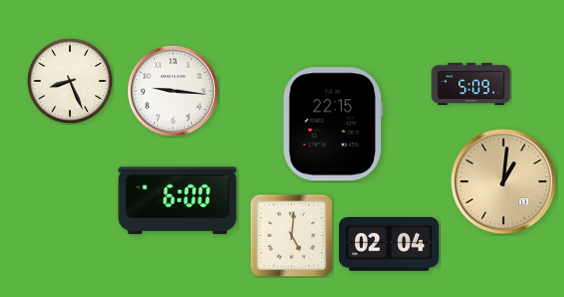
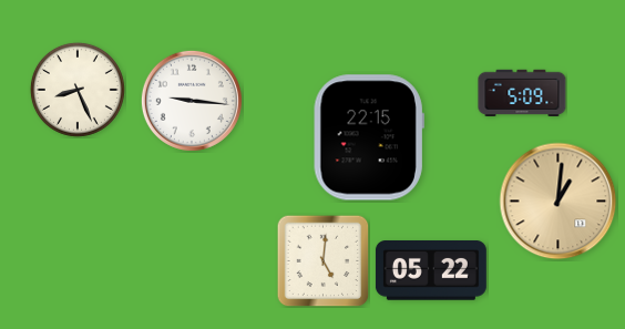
clock at (178, 201): 6:00 -> none
clock at (389, 245): 02:04 -> 05:22
